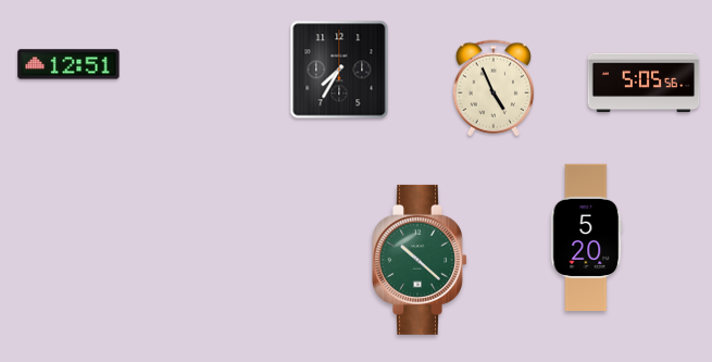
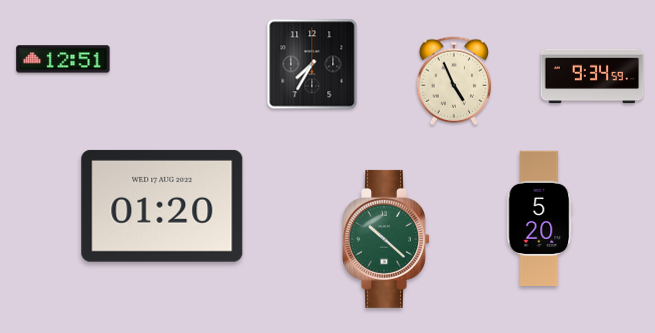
clock at (644, 83): 5:05 -> 9:34
clock at (162, 206): none -> 01:20
